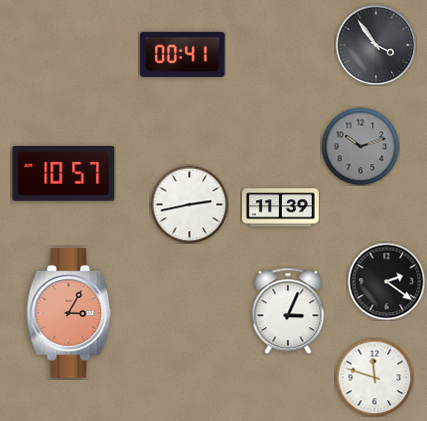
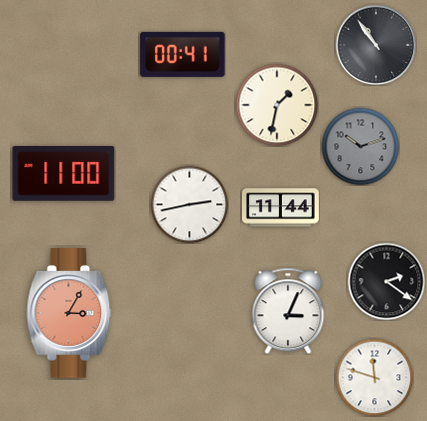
clock at (376, 45): 3:54 -> 10:54
clock at (277, 105): none -> 1:32
clock at (64, 174): 10:57 -> 11:00
clock at (281, 208): 11:39 -> 11:44
